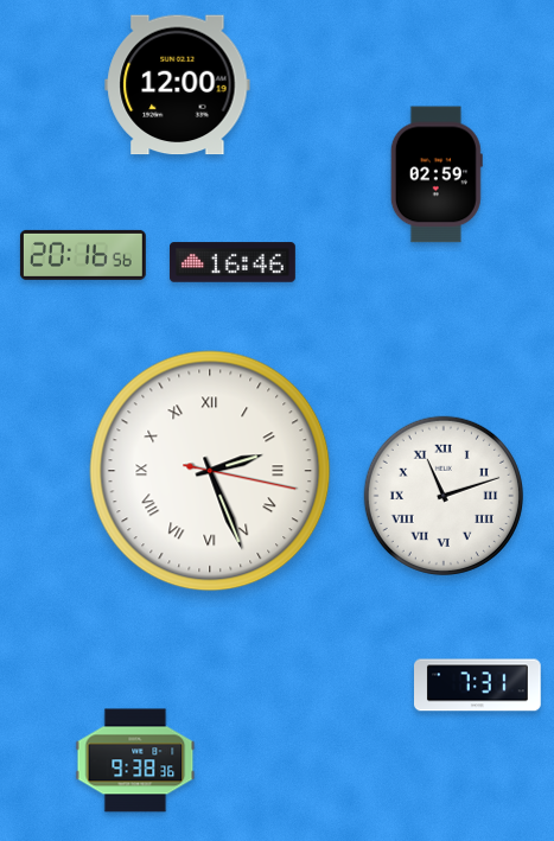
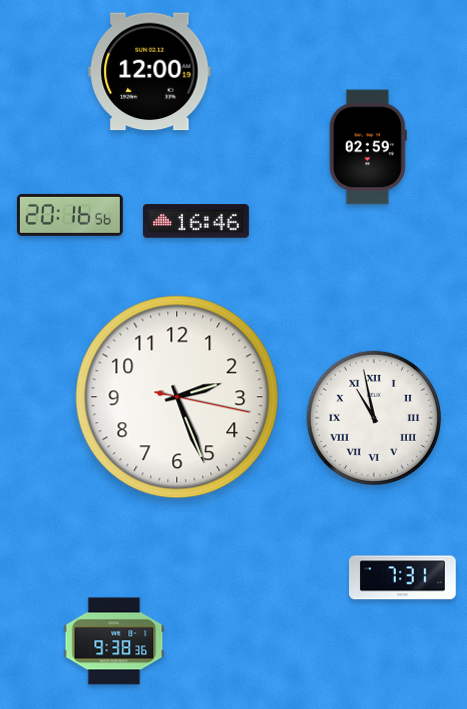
clock at (210, 471) numerals: Roman -> Arabic
clock at (444, 496): 11:12 -> 10:58
